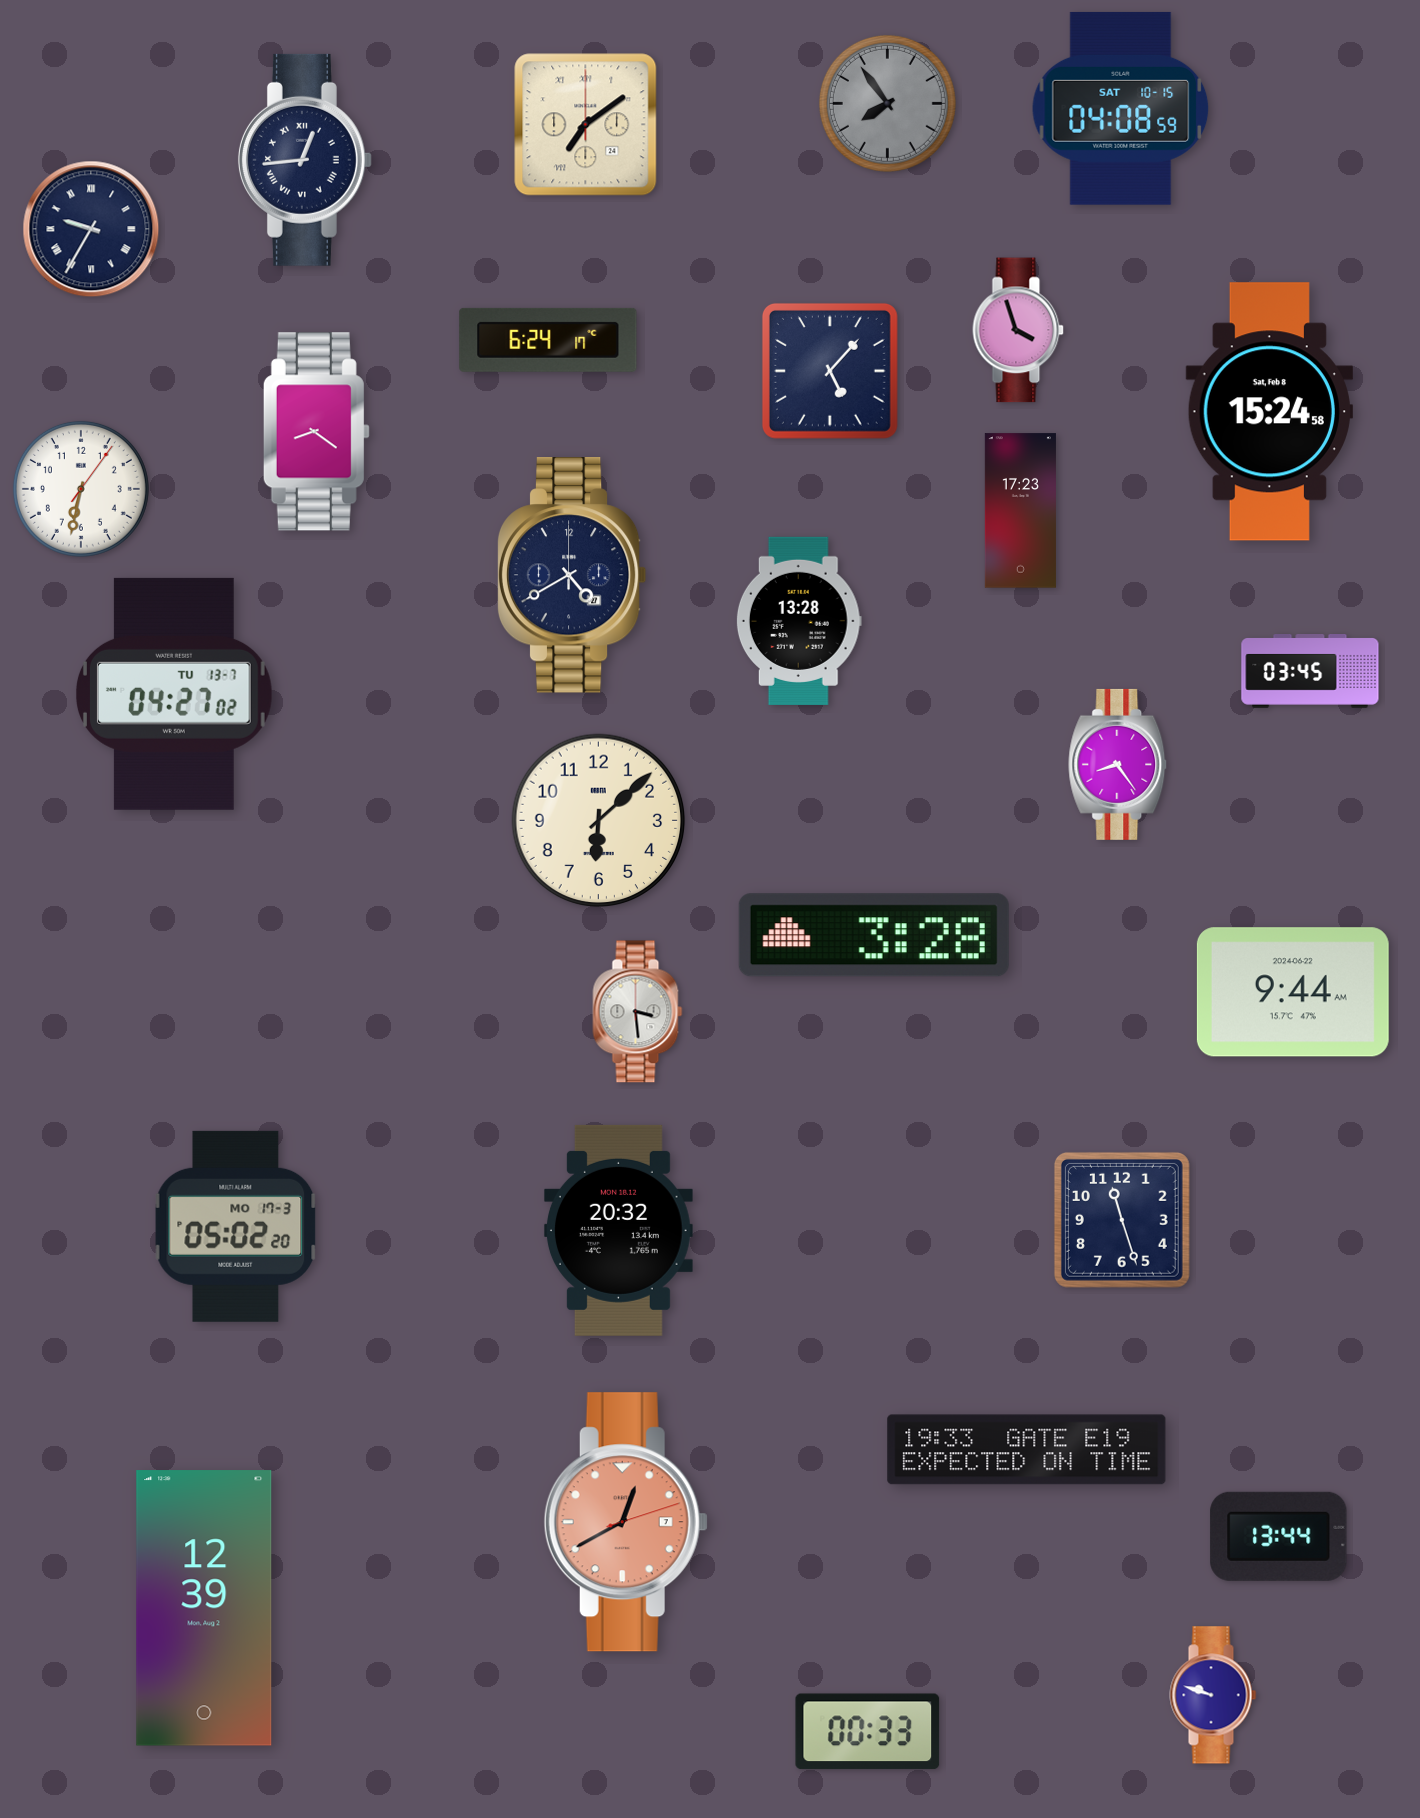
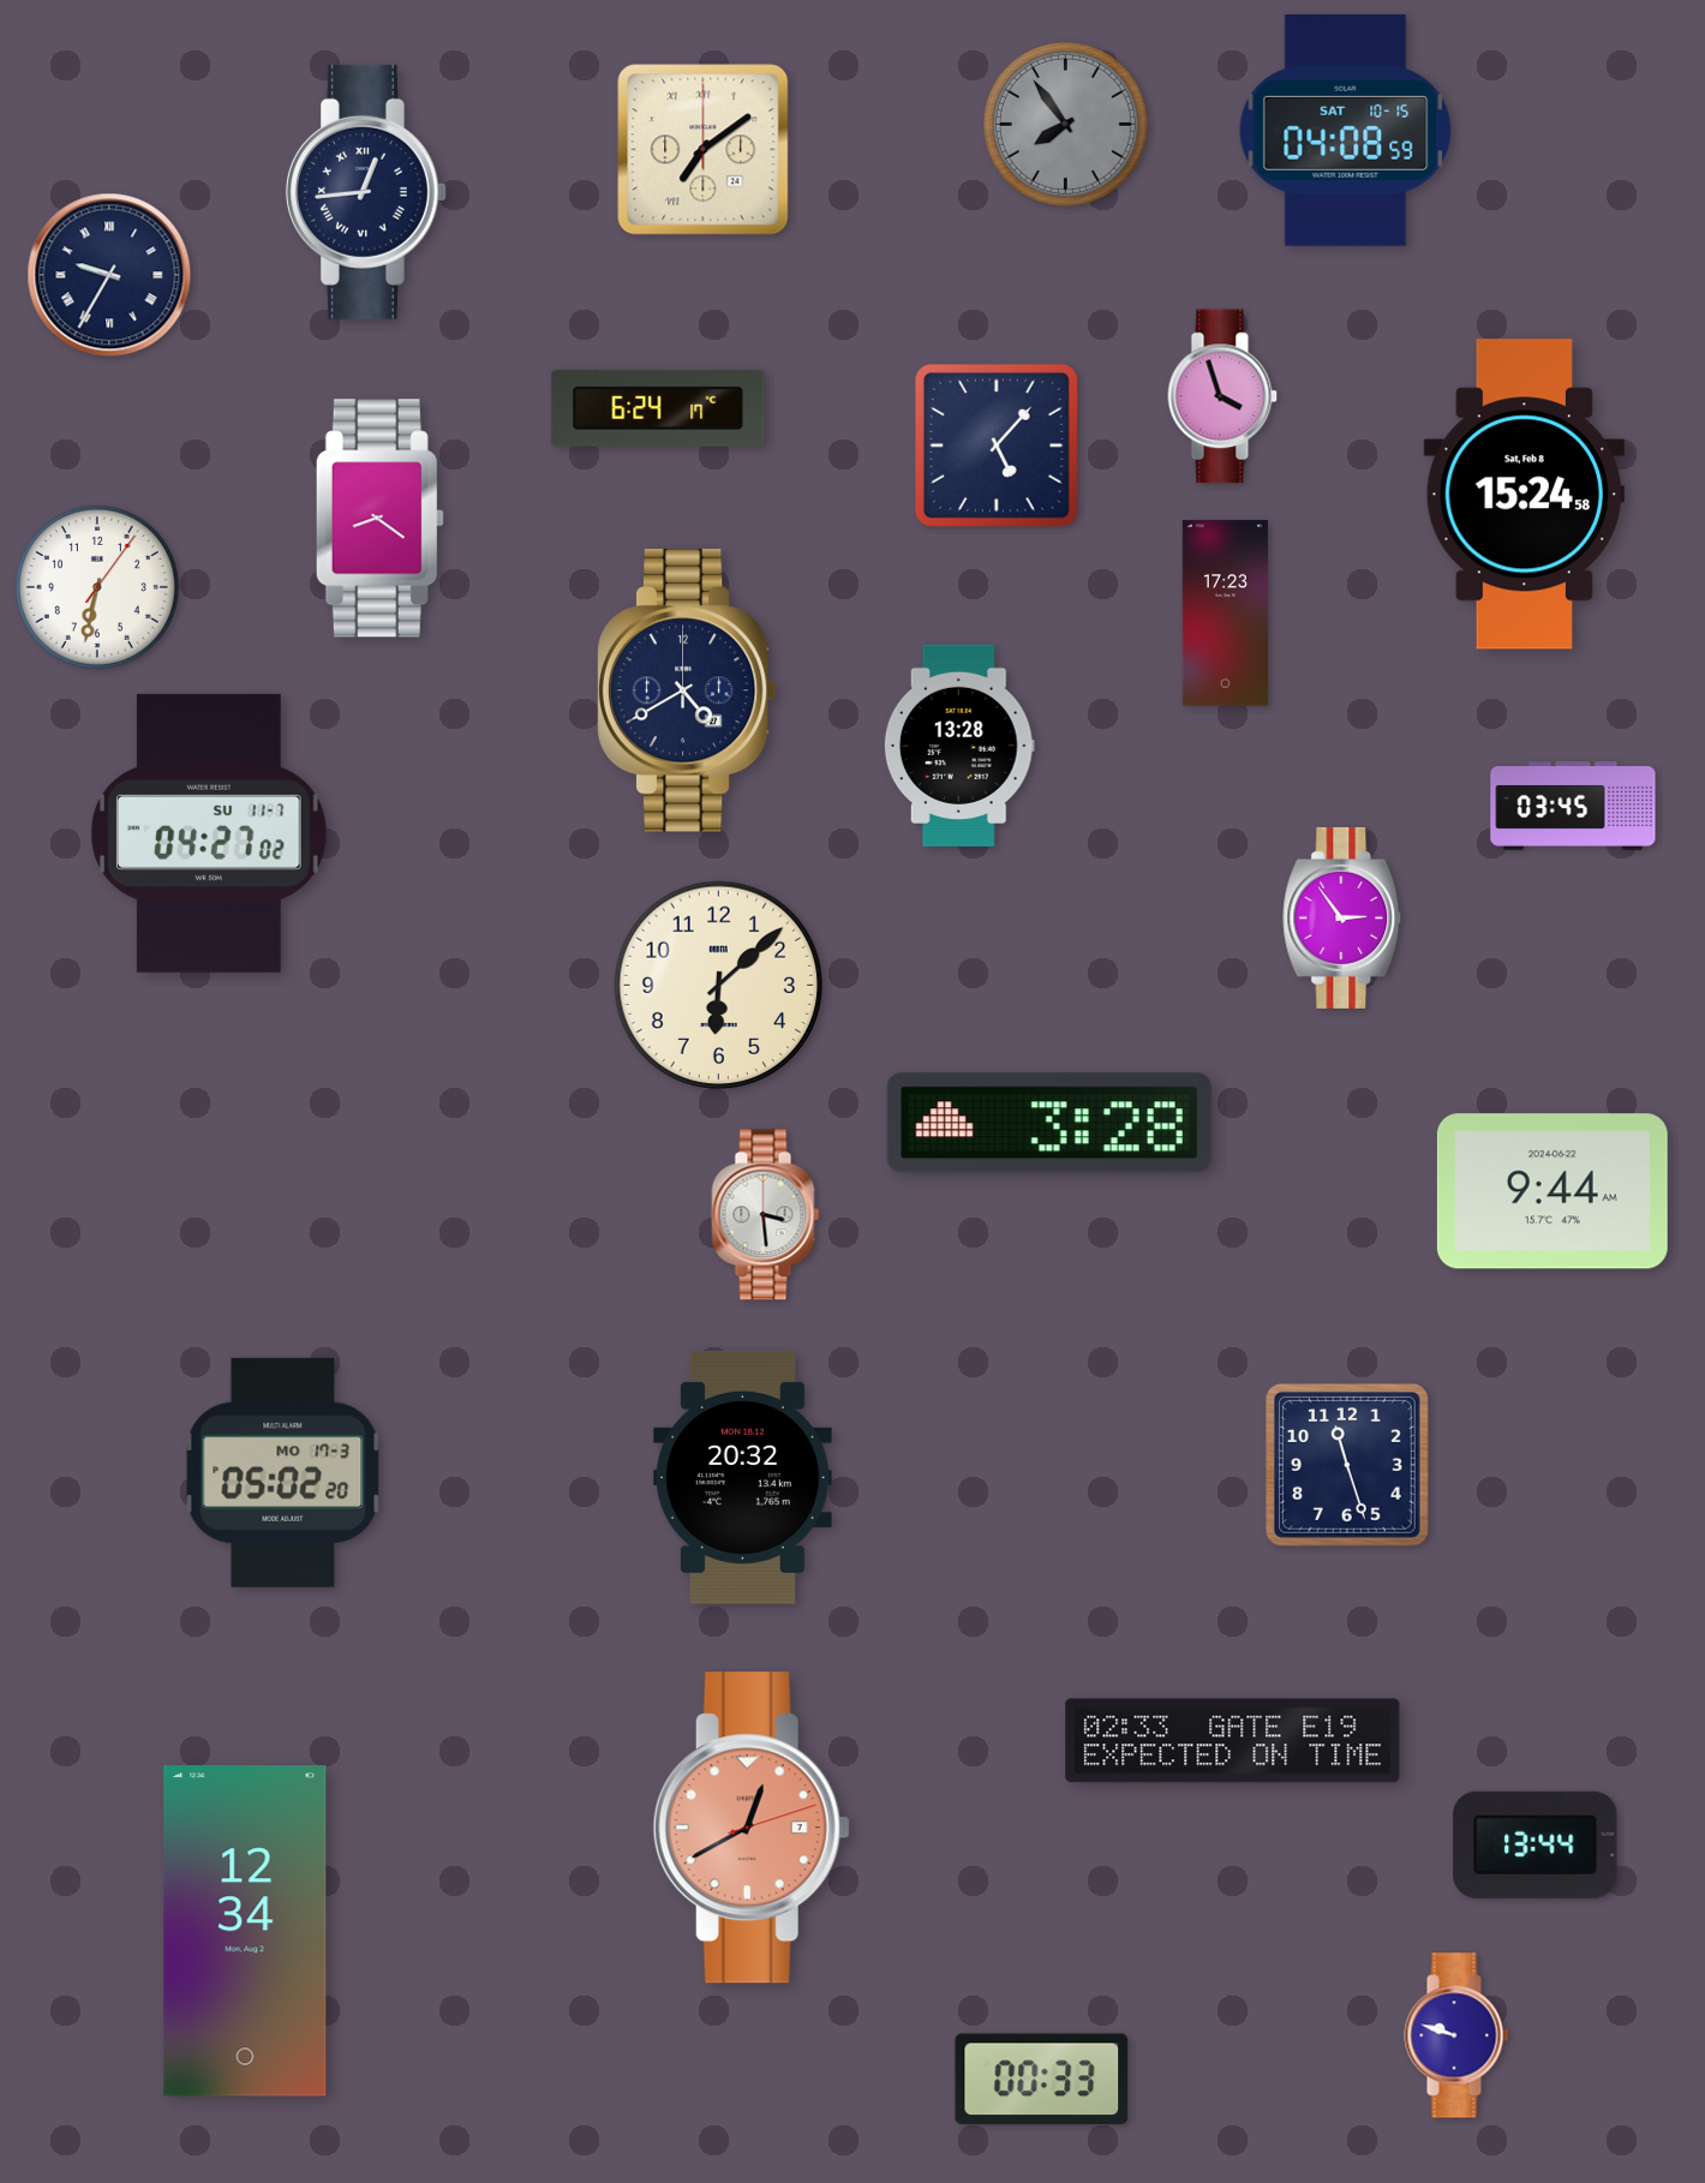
clock at (174, 694) date: TU 13-7 -> SU 11-7
clock at (1118, 764): 8:24 -> 2:54
clock at (1027, 1450): 19:33 -> 02:33
clock at (204, 1608): 12:39 -> 12:34
